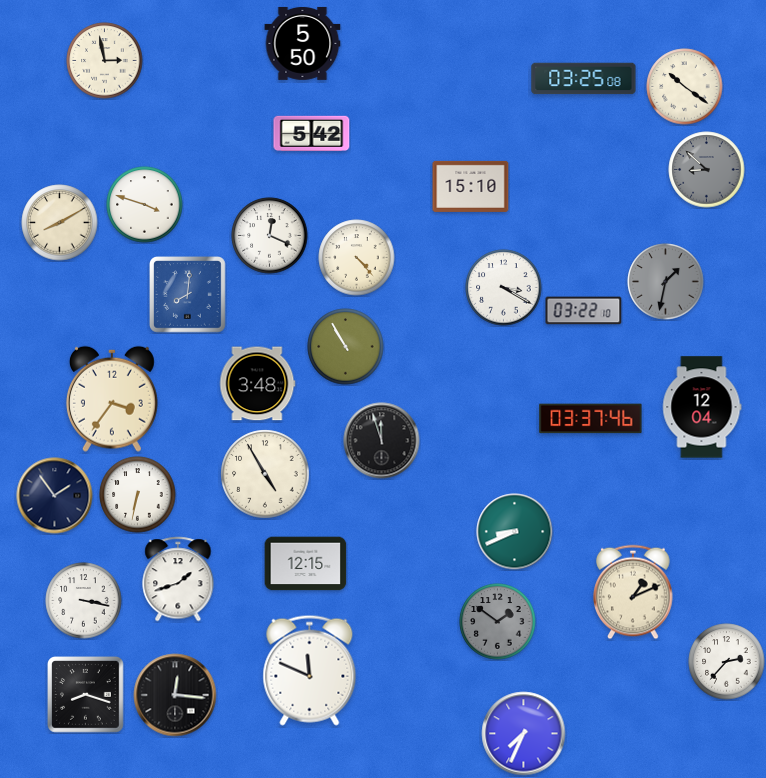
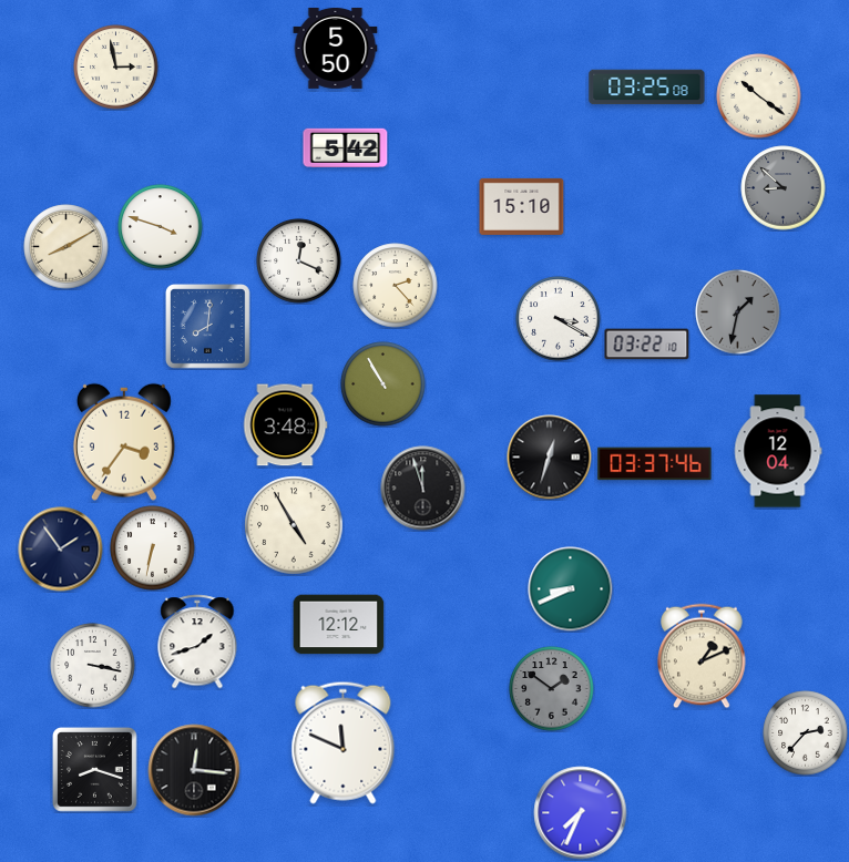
clock at (357, 258): 4:23 -> 2:23
clock at (550, 458): none -> 12:33
clock at (306, 564): 12:15 -> 12:12
